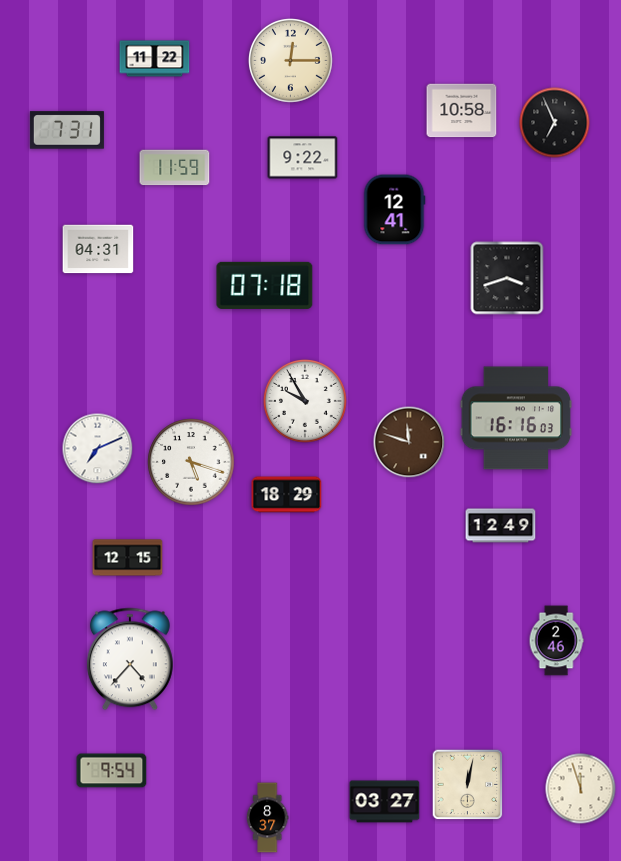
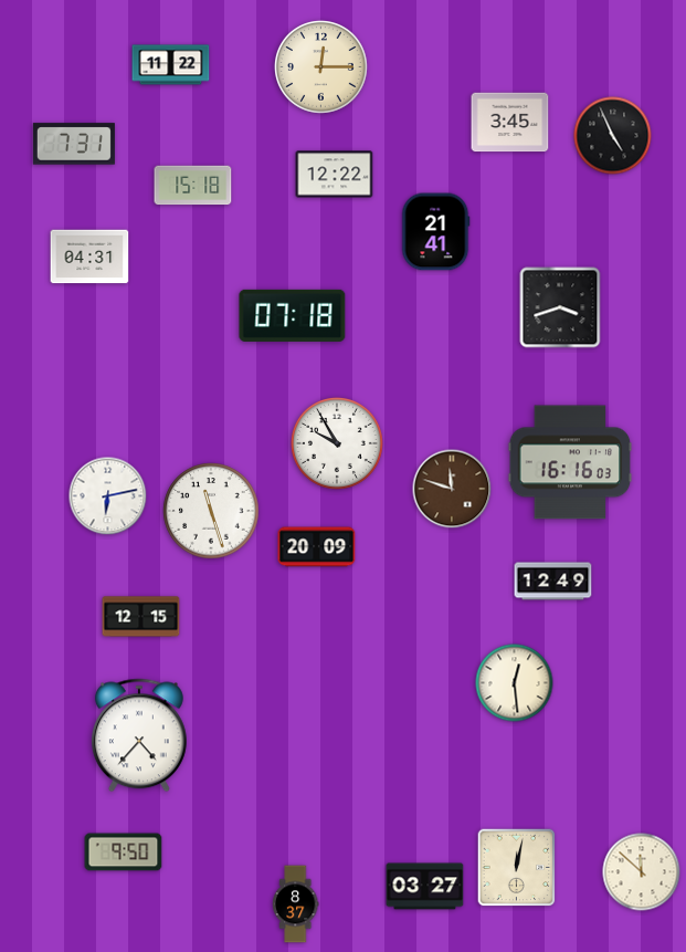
clock at (462, 111): 10:58 -> 3:45
clock at (555, 123): 6:56 -> 4:56
clock at (303, 158): 9:22 -> 12:22
clock at (175, 168): 11:59 -> 15:18
clock at (395, 210): 12:41 -> 21:41
clock at (98, 249) position: (98, 249) -> (89, 257)
clock at (98, 449): 7:11 -> 6:13
clock at (191, 462): 5:18 -> 11:27
clock at (287, 495): 18:29 -> 20:09
clock at (515, 683): none -> 12:29
clock at (556, 641): 2:46 -> none
clock at (130, 659) position: (130, 659) -> (139, 735)
clock at (112, 771): 9:54 -> 9:50
clock at (581, 789): 11:57 -> 11:52
